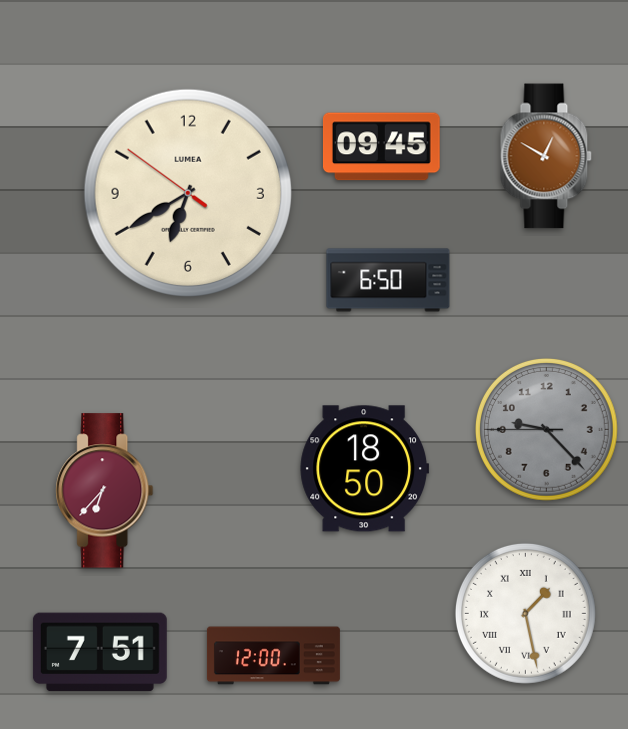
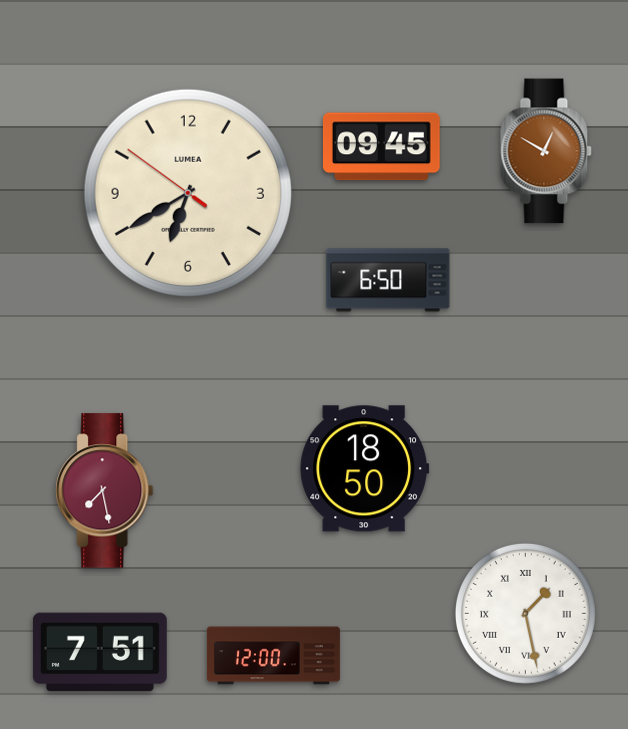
clock at (546, 156) position: (546, 156) -> (546, 151)
clock at (546, 429): 9:22 -> none
clock at (105, 491): 6:37 -> 7:28
